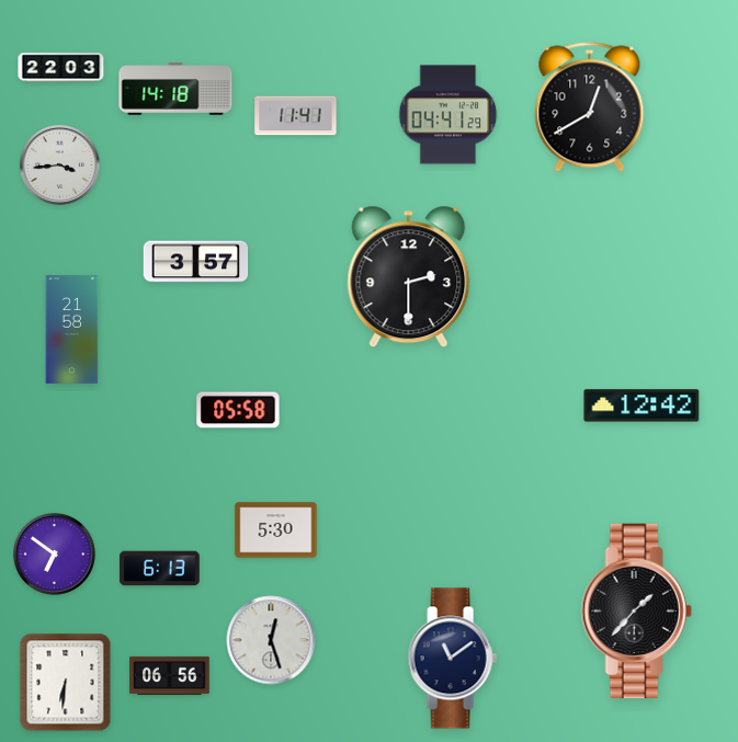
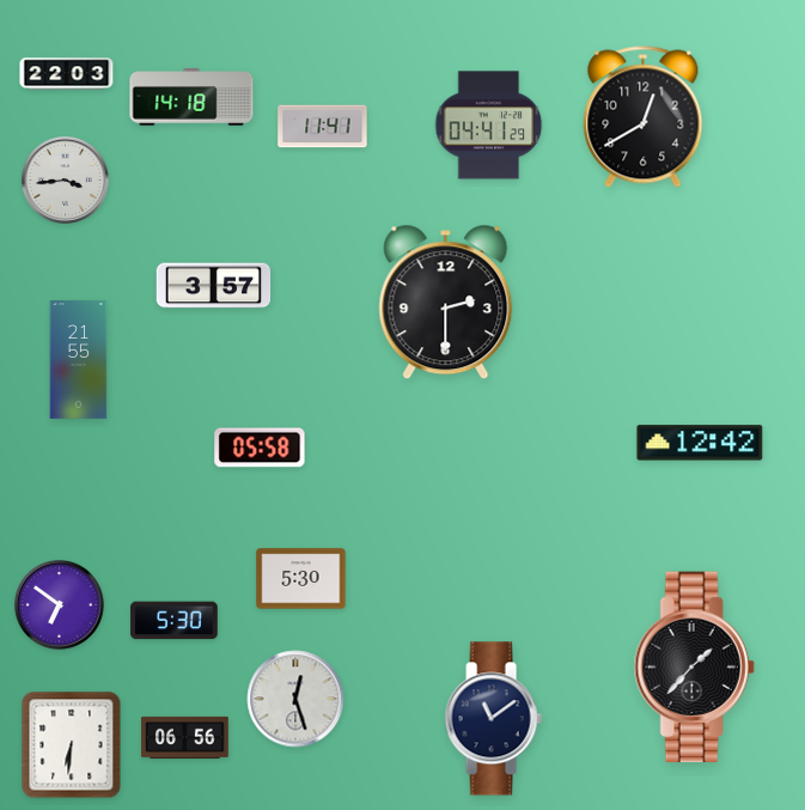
clock at (72, 330): 21:58 -> 21:55
clock at (160, 569): 6:13 -> 5:30
